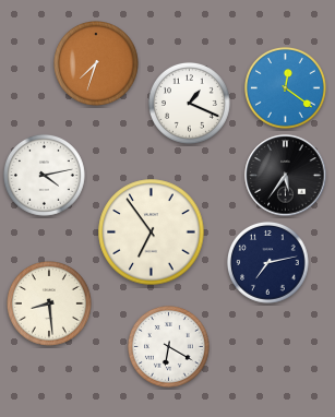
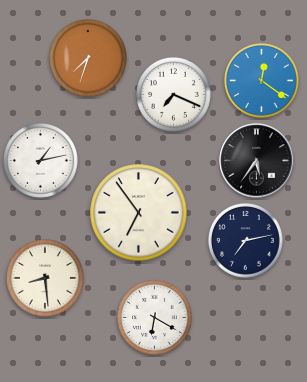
clock at (190, 104): 1:19 -> 7:19
clock at (45, 176): 4:13 -> 1:13
clock at (286, 176) position: (286, 176) -> (257, 161)
